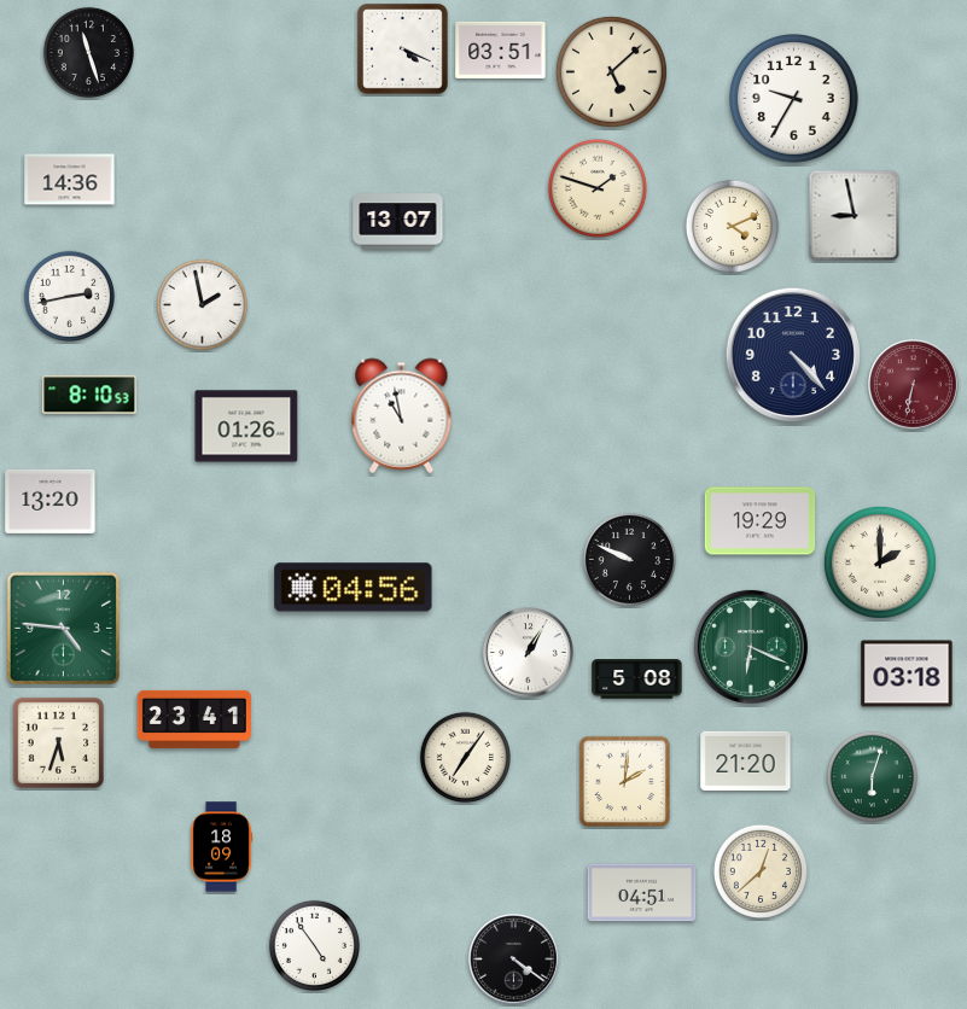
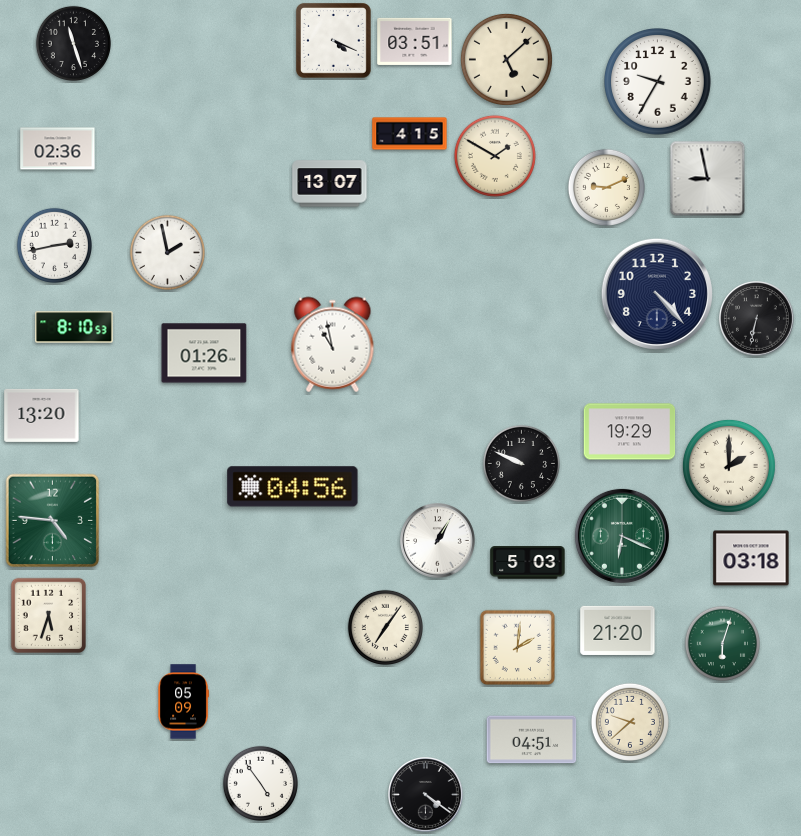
clock at (410, 134): none -> 4:15
clock at (70, 180): 14:36 -> 02:36
clock at (598, 188): 1:48 -> 1:50
clock at (732, 226): 4:11 -> 9:11
clock at (69, 296) position: (69, 296) -> (54, 245)
clock at (914, 385) dial: burgundy -> black
clock at (637, 680): 5:08 -> 5:03
clock at (194, 719): 23:41 -> none
clock at (221, 847): 18:09 -> 05:09
clock at (761, 871): 12:38 -> 9:38
